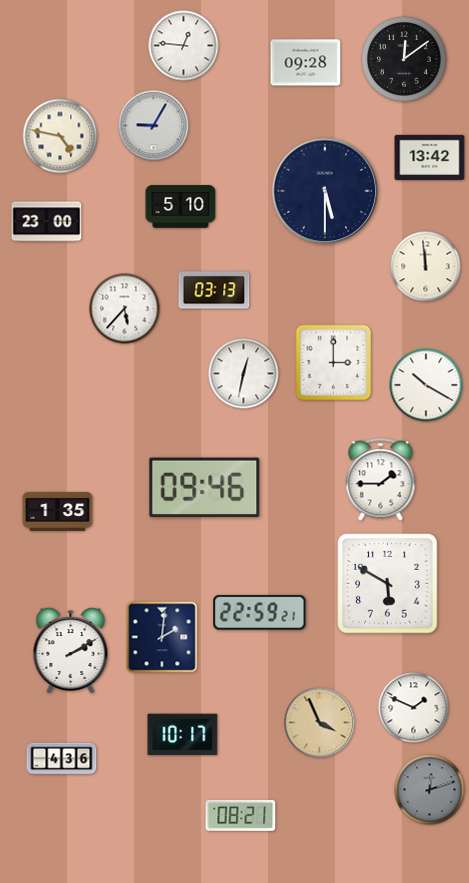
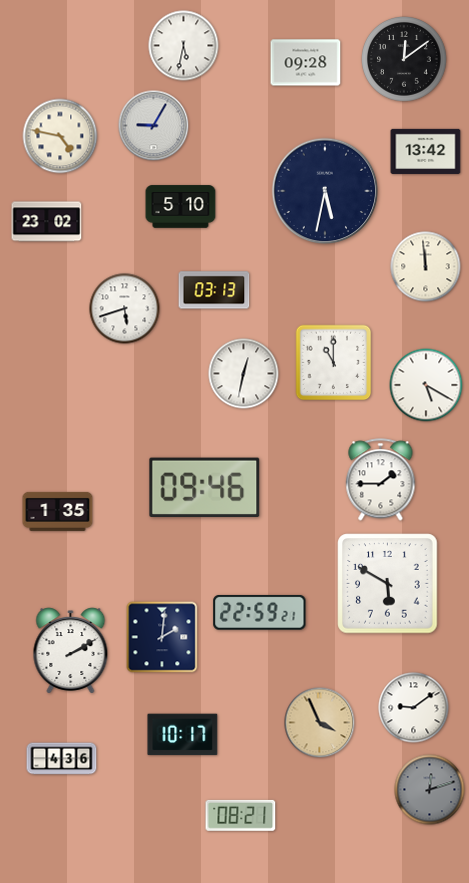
clock at (184, 46): 12:46 -> 5:32
clock at (430, 157) position: (430, 157) -> (426, 151)
clock at (325, 191): 5:30 -> 5:32
clock at (47, 222): 23:00 -> 23:02
clock at (125, 309): 5:37 -> 5:42
clock at (334, 363): 3:00 -> 11:00
clock at (426, 385): 10:20 -> 5:20
clock at (414, 708): 1:49 -> 9:09
